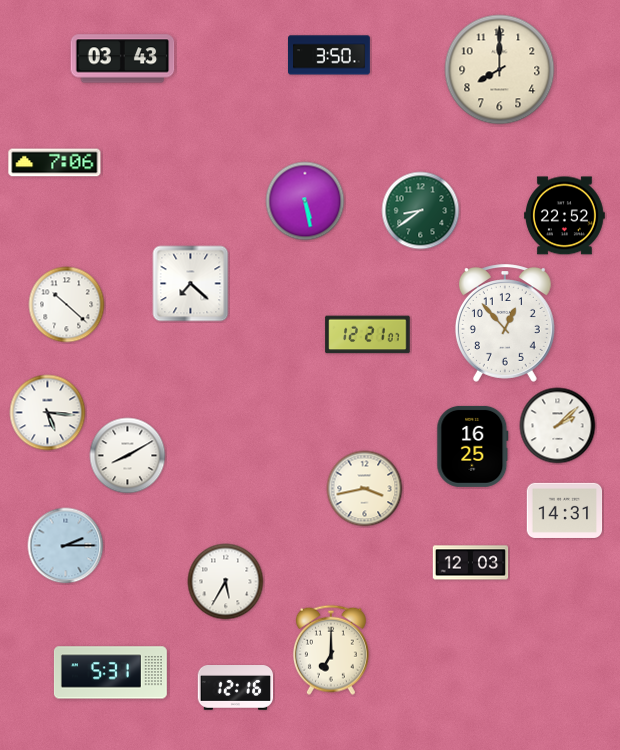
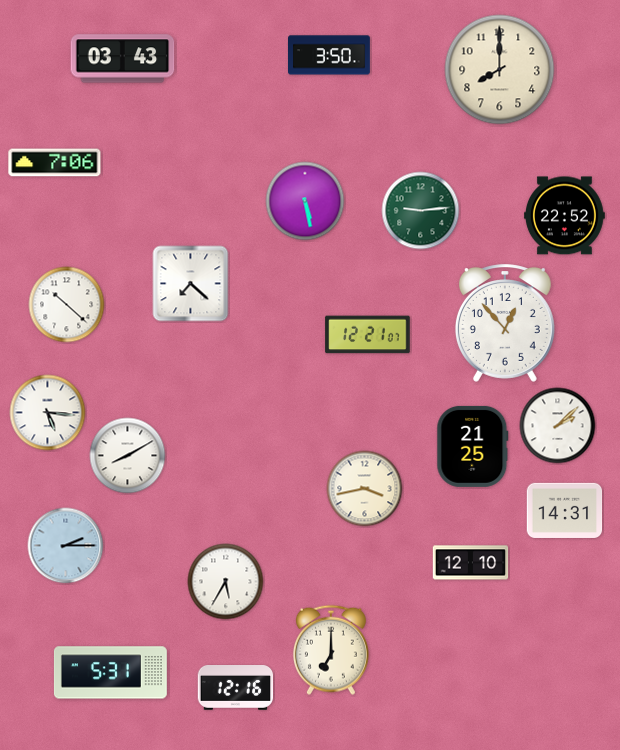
clock at (421, 211): 8:39 -> 9:14
clock at (473, 446): 16:25 -> 21:25
clock at (471, 563): 12:03 -> 12:10
